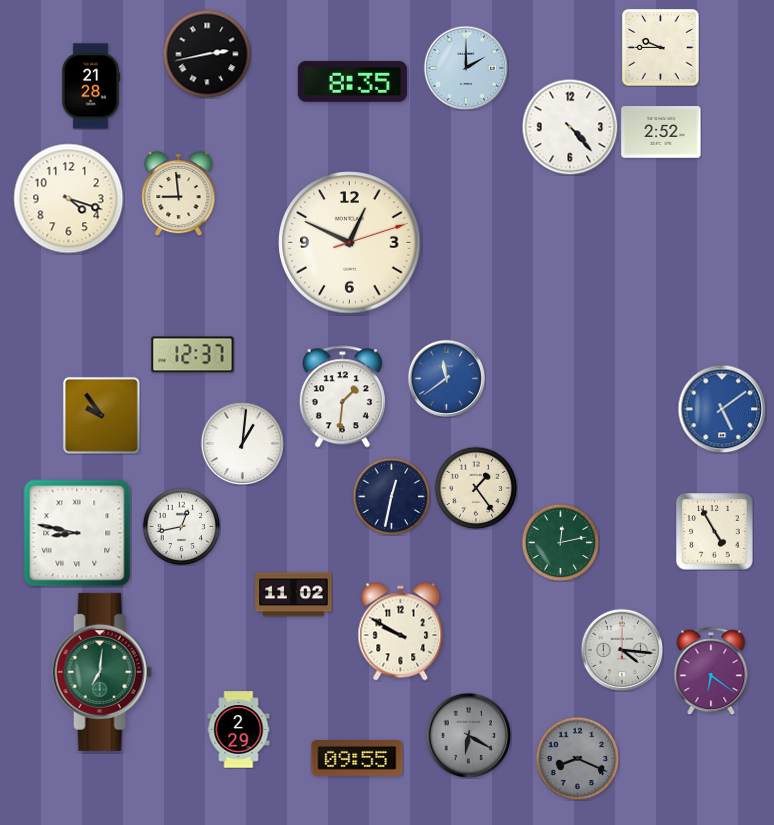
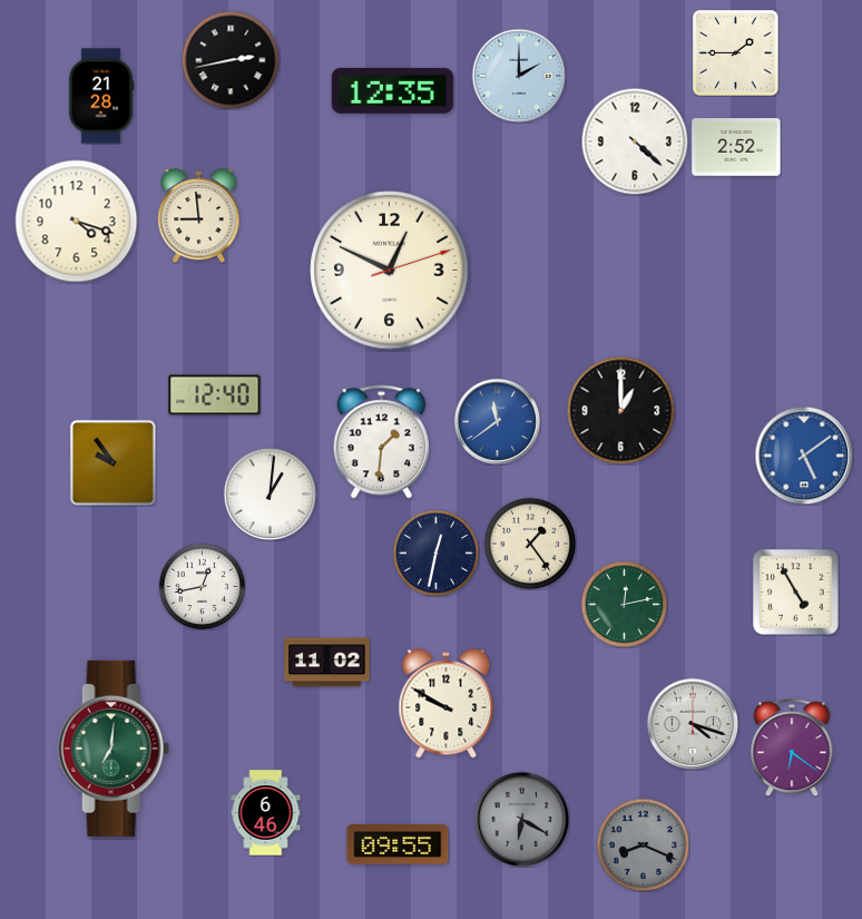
clock at (661, 48): 9:45 -> 1:45
clock at (352, 81): 8:35 -> 12:35
clock at (570, 127): 4:23 -> 4:22
clock at (193, 355): 12:37 -> 12:40
clock at (620, 410): none -> 1:00
clock at (77, 533): 8:47 -> none
clock at (622, 650): 4:16 -> 4:18
clock at (239, 730): 2:29 -> 6:46
